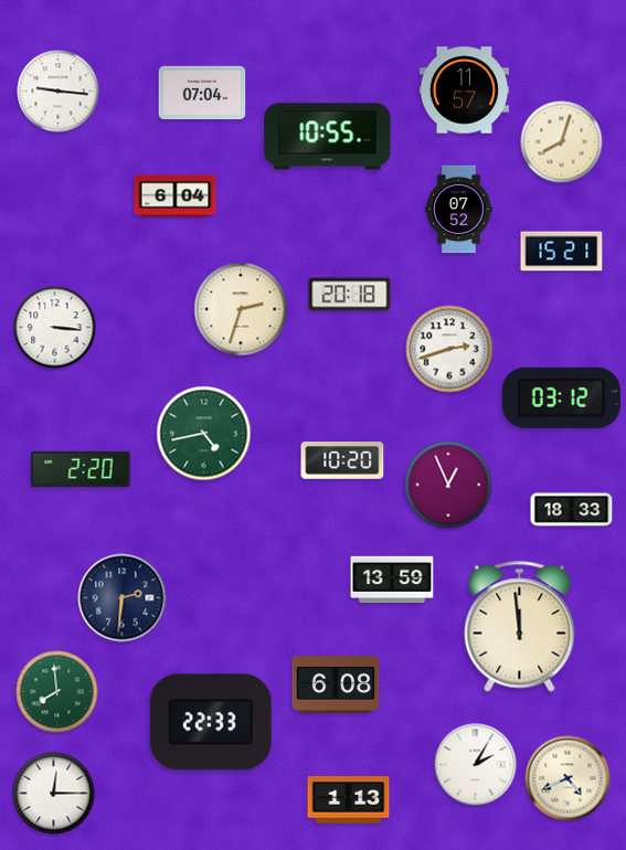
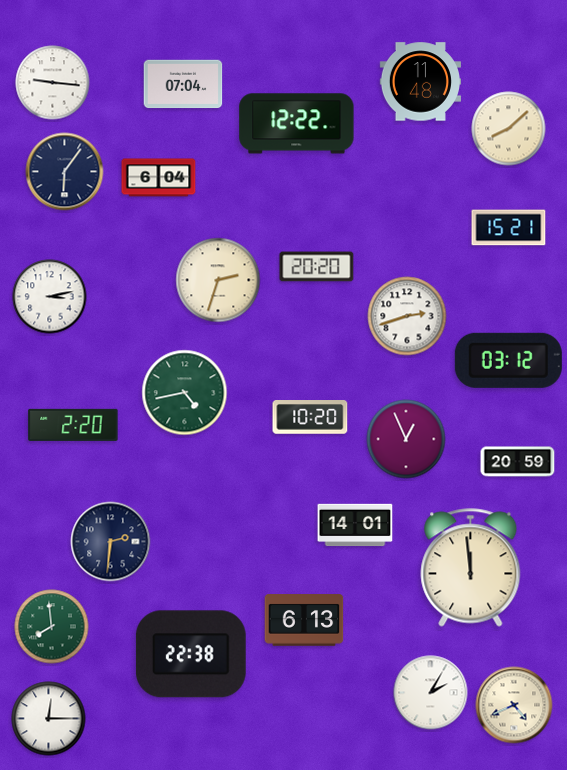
clock at (464, 91): 11:57 -> 11:48
clock at (328, 137): 10:55 -> 12:22
clock at (562, 142): 8:03 -> 8:08
clock at (65, 172): none -> 6:06
clock at (459, 210): 07:52 -> none
clock at (350, 295): 20:18 -> 20:20
clock at (55, 328): 3:16 -> 3:13
clock at (572, 510): 18:33 -> 20:59
clock at (392, 580): 13:59 -> 14:01
clock at (336, 684): 6:08 -> 6:13
clock at (211, 722): 22:33 -> 22:38
clock at (349, 800): 1:13 -> none
